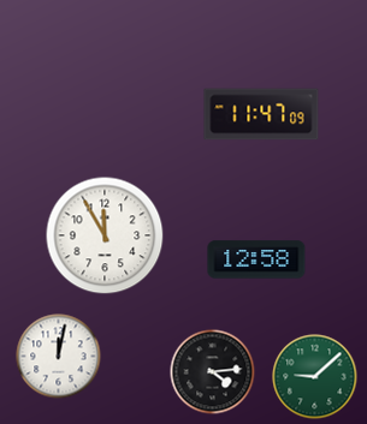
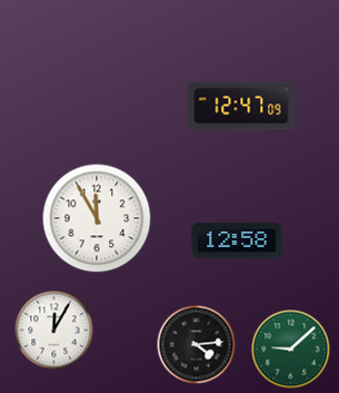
clock at (261, 114): 11:47 -> 12:47
clock at (59, 357): 12:02 -> 12:05
